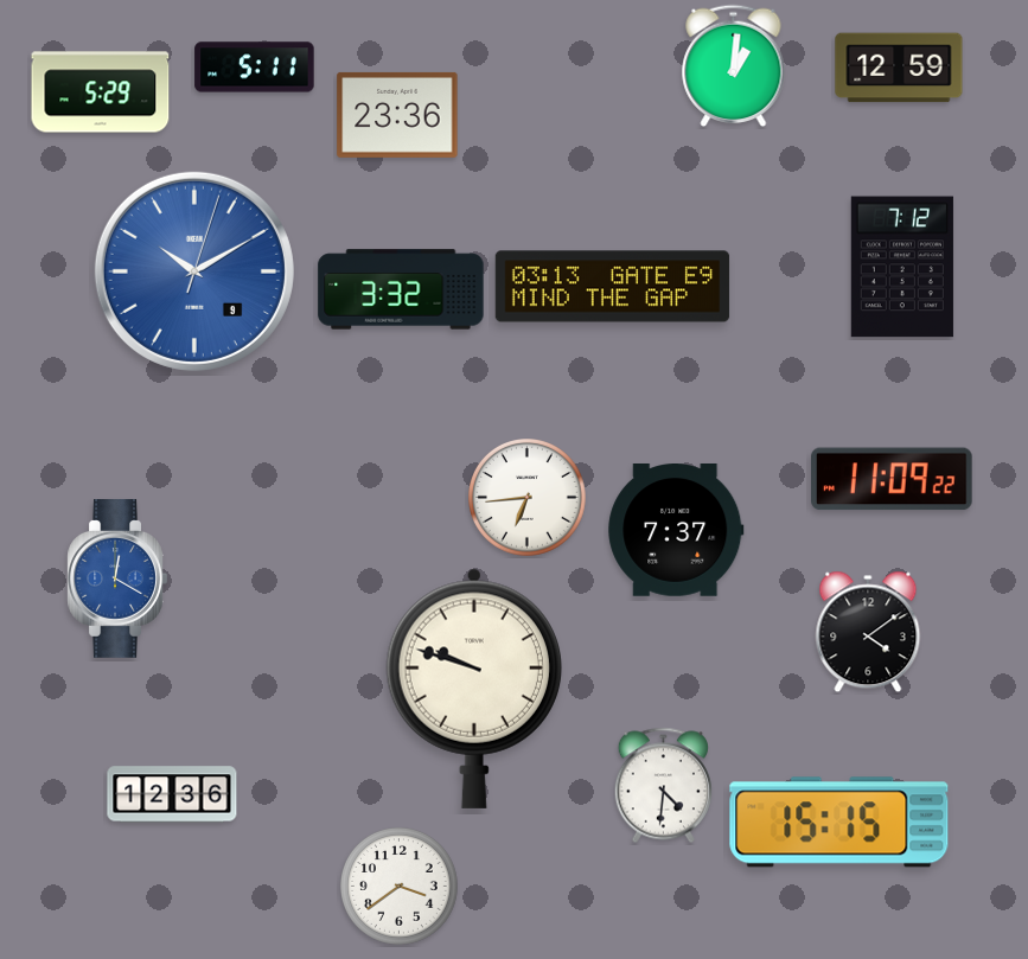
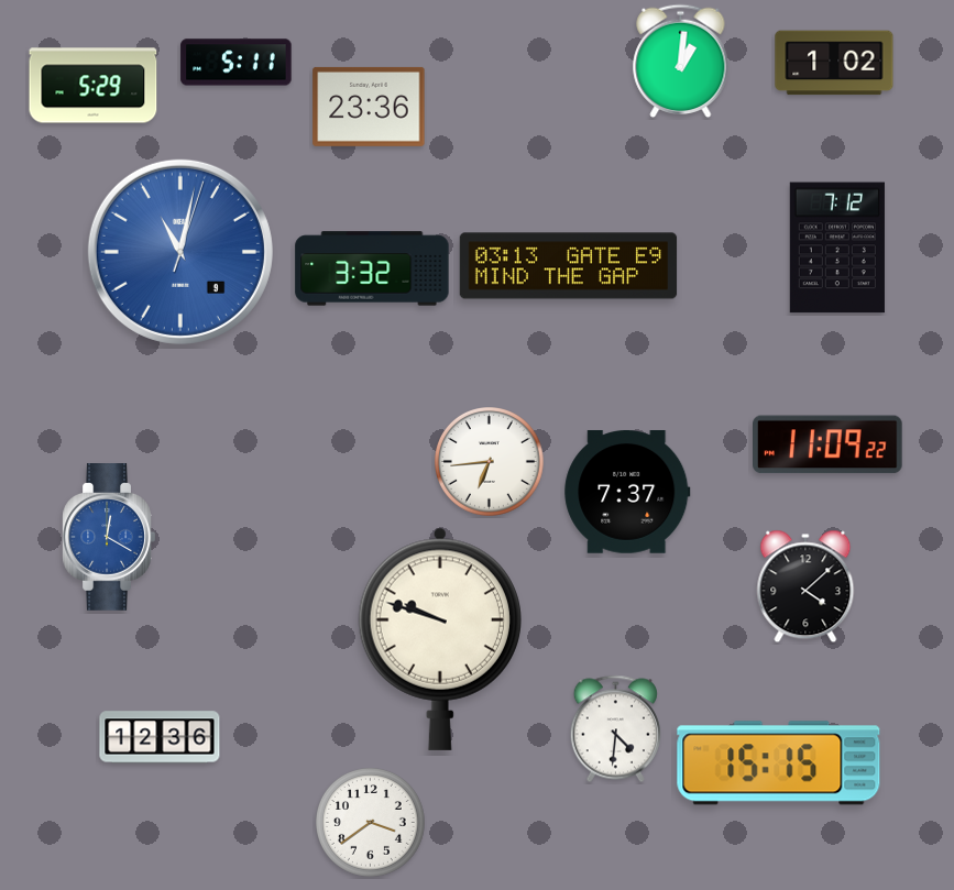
clock at (899, 68): 12:59 -> 1:02
clock at (194, 271): 10:10 -> 11:02
clock at (868, 632): 4:09 -> 4:08
